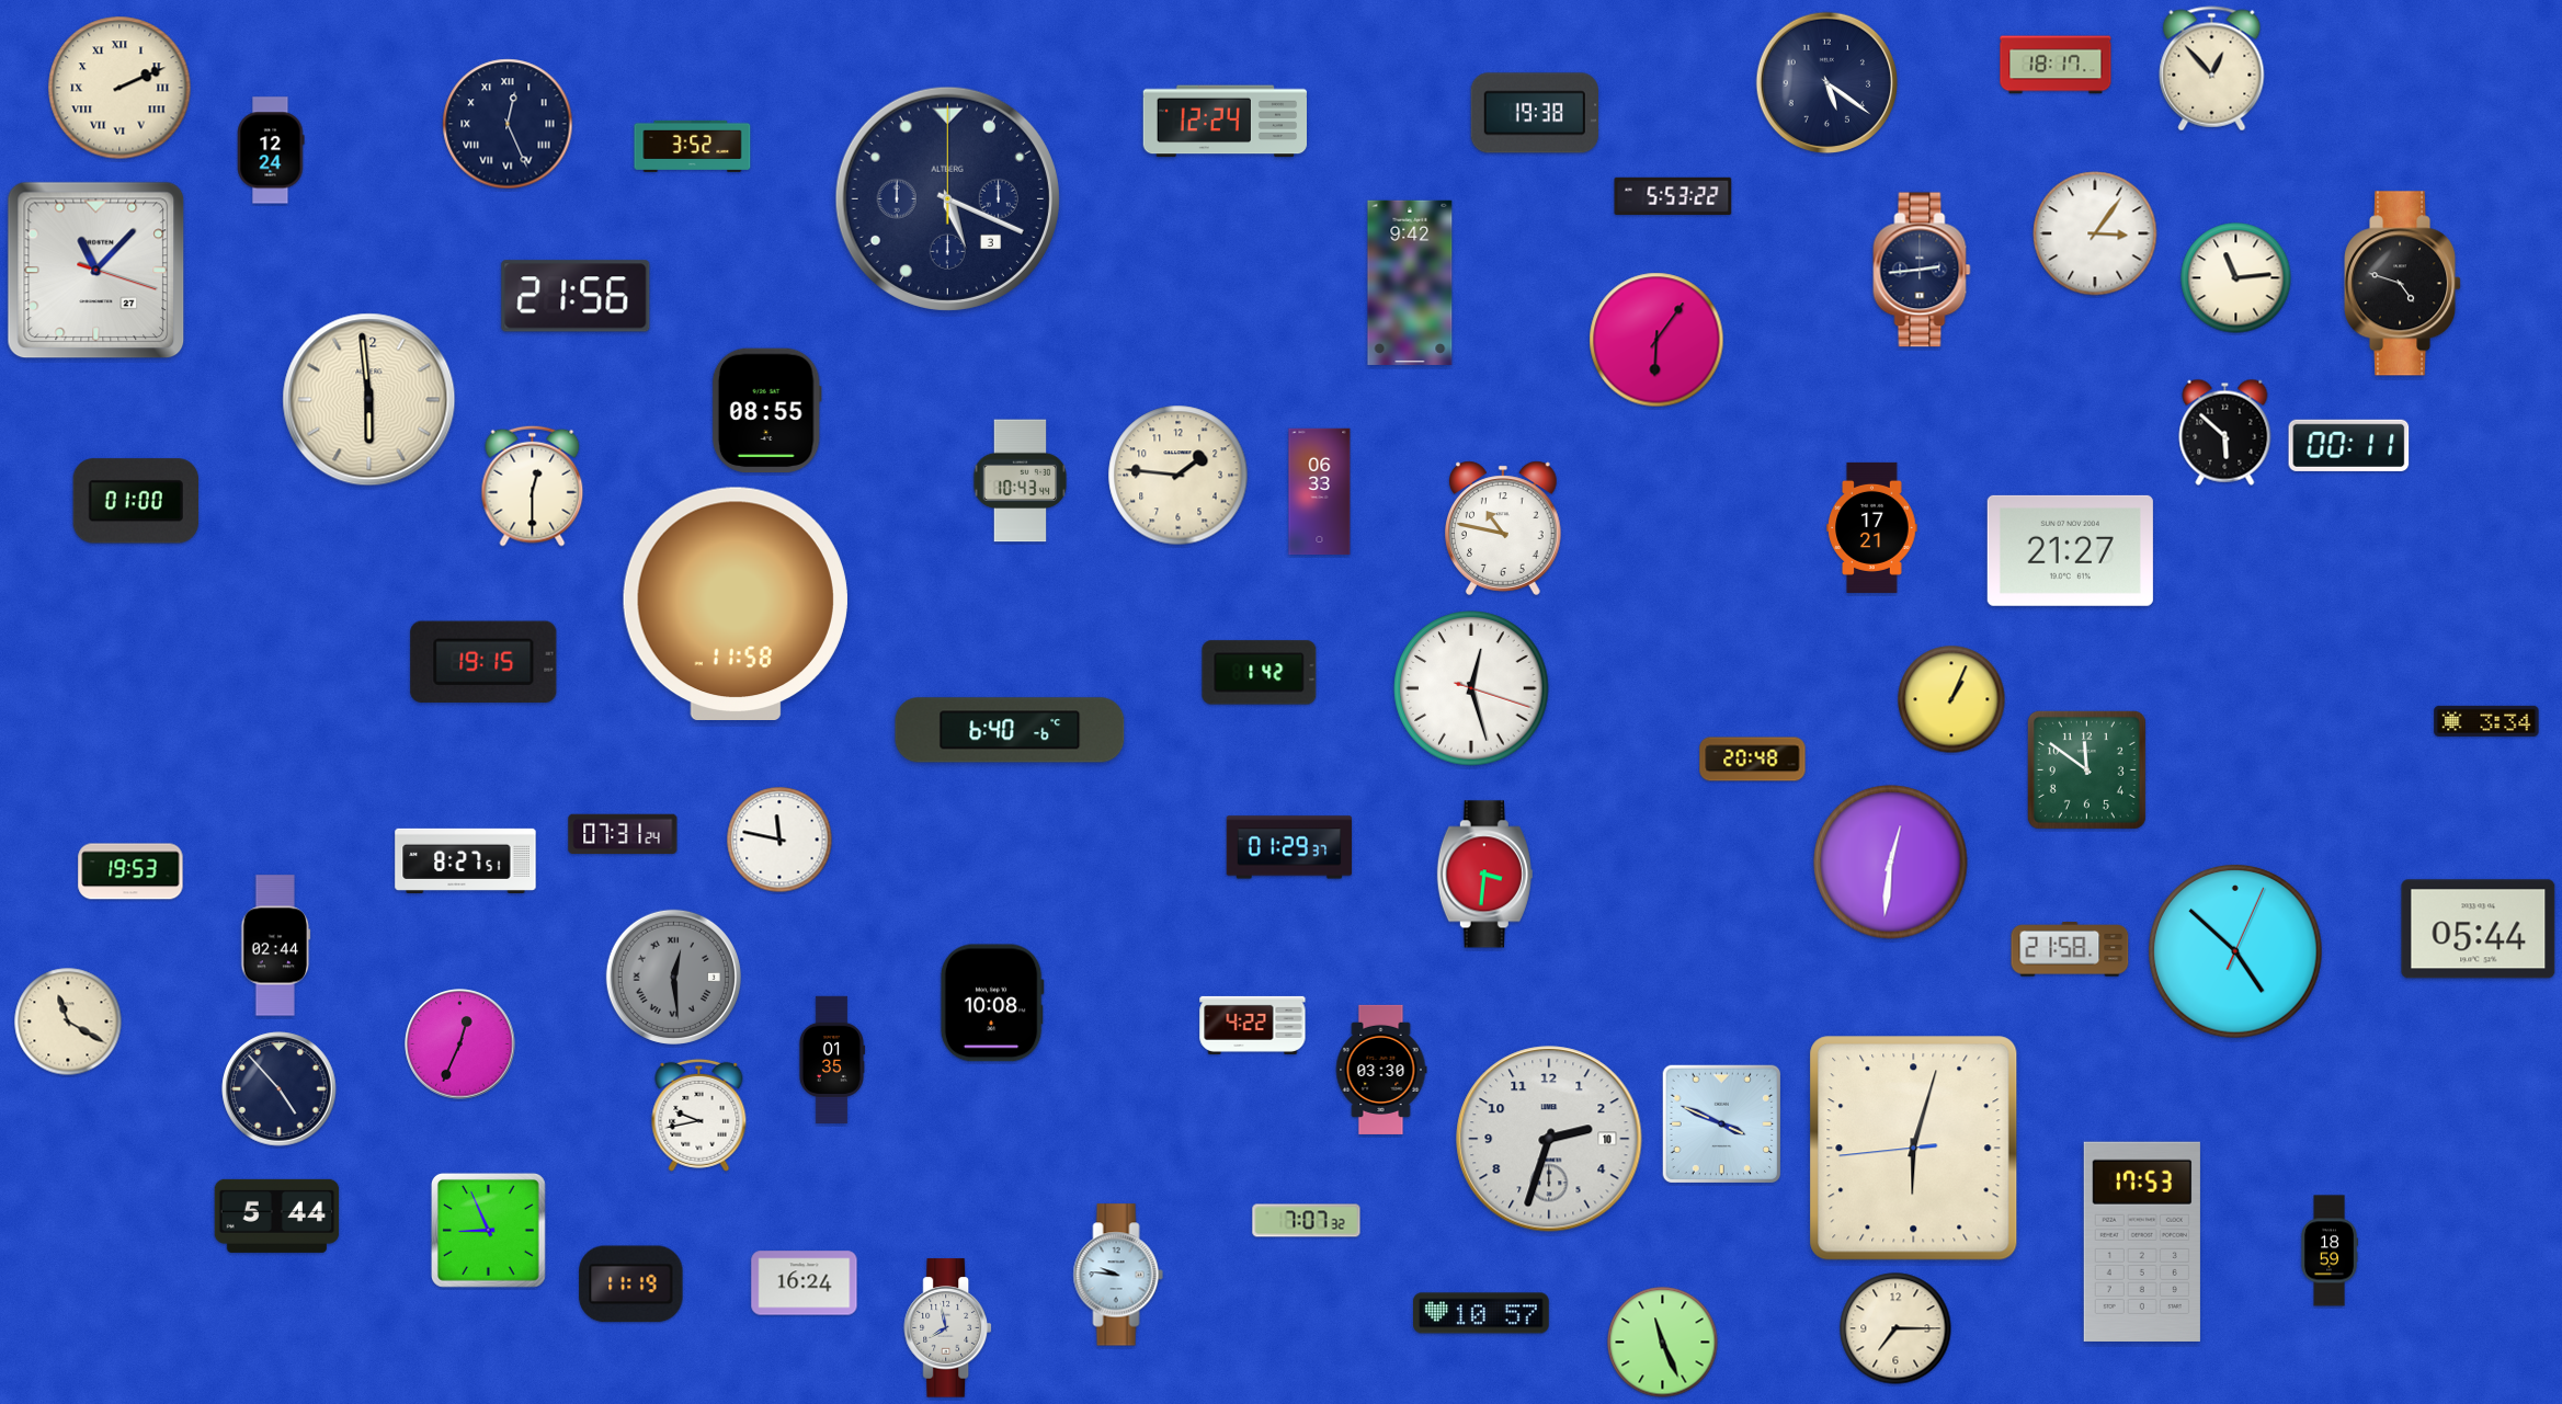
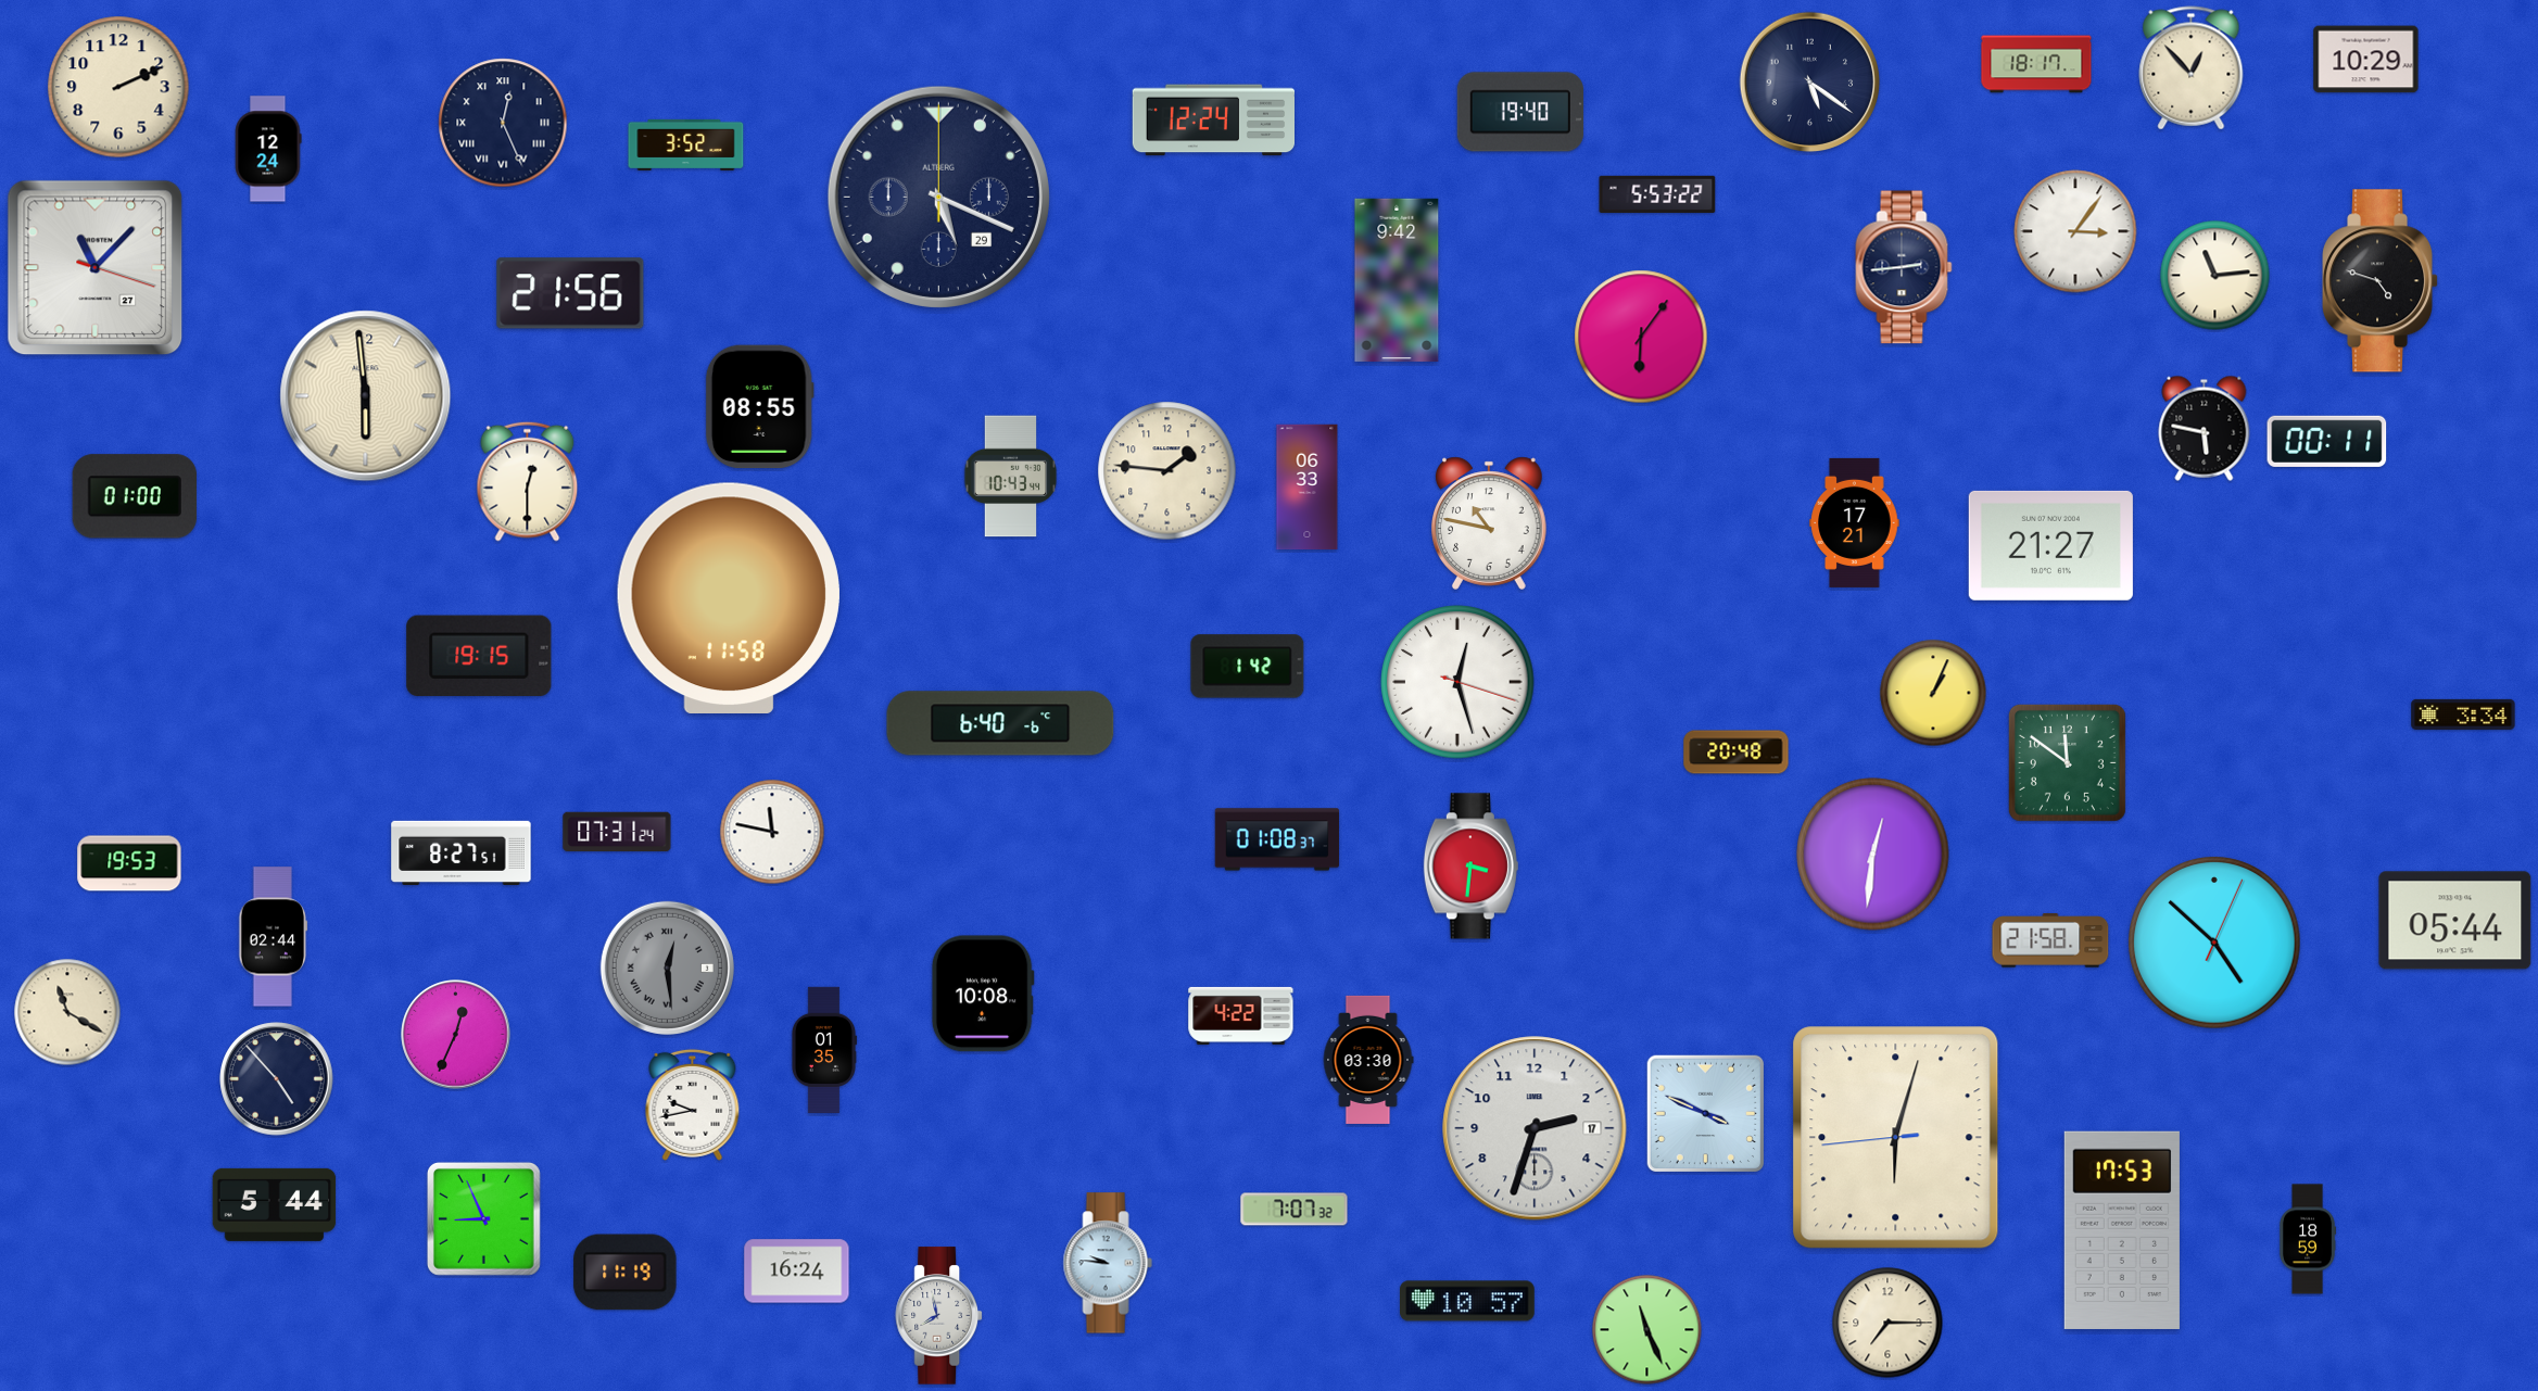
clock at (2366, 60): none -> 10:29
clock at (119, 88) numerals: Roman -> Arabic
clock at (1535, 113): 19:38 -> 19:40
clock at (947, 198) date: 3 -> 29
clock at (2225, 432): 5:52 -> 5:47
clock at (623, 834) position: (623, 834) -> (617, 832)
clock at (1289, 847): 01:29 -> 01:08
clock at (1549, 1139) date: 10 -> 17
clock at (1895, 1328) position: (1895, 1328) -> (1887, 1323)
